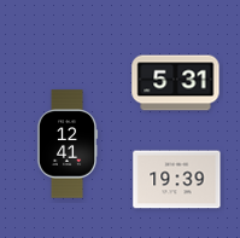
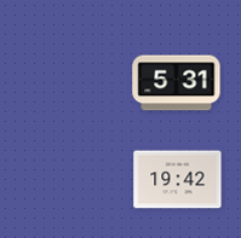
clock at (68, 144): 12:41 -> none
clock at (177, 180): 19:39 -> 19:42
